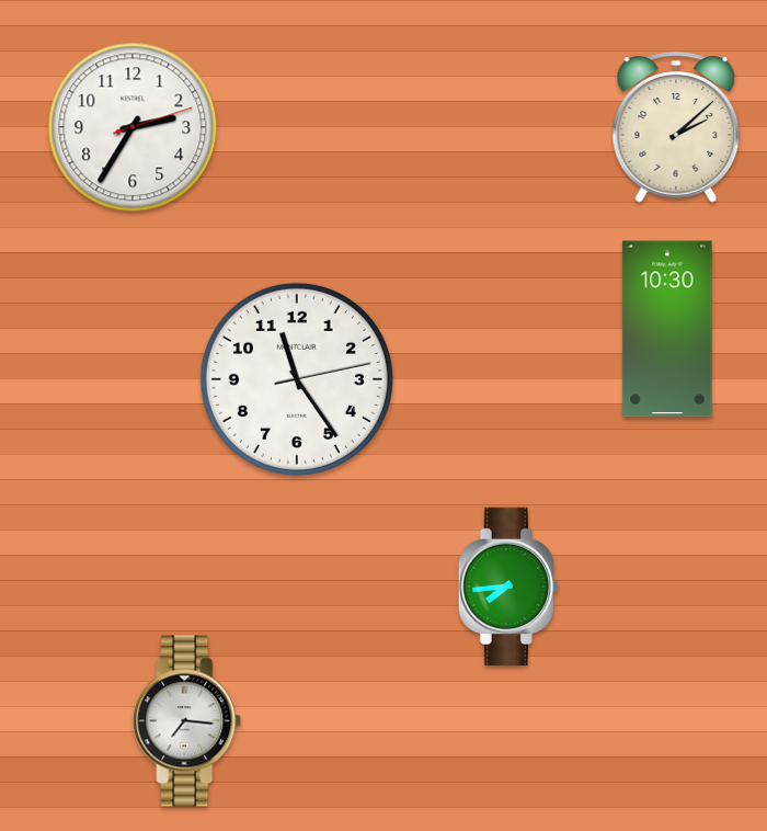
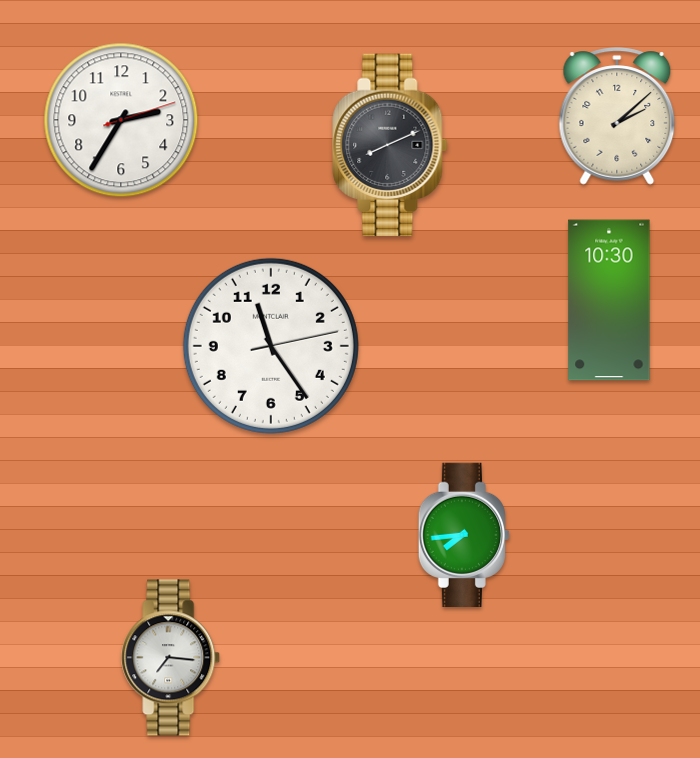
clock at (133, 127) position: (133, 127) -> (121, 120)
clock at (390, 145): none -> 8:11
